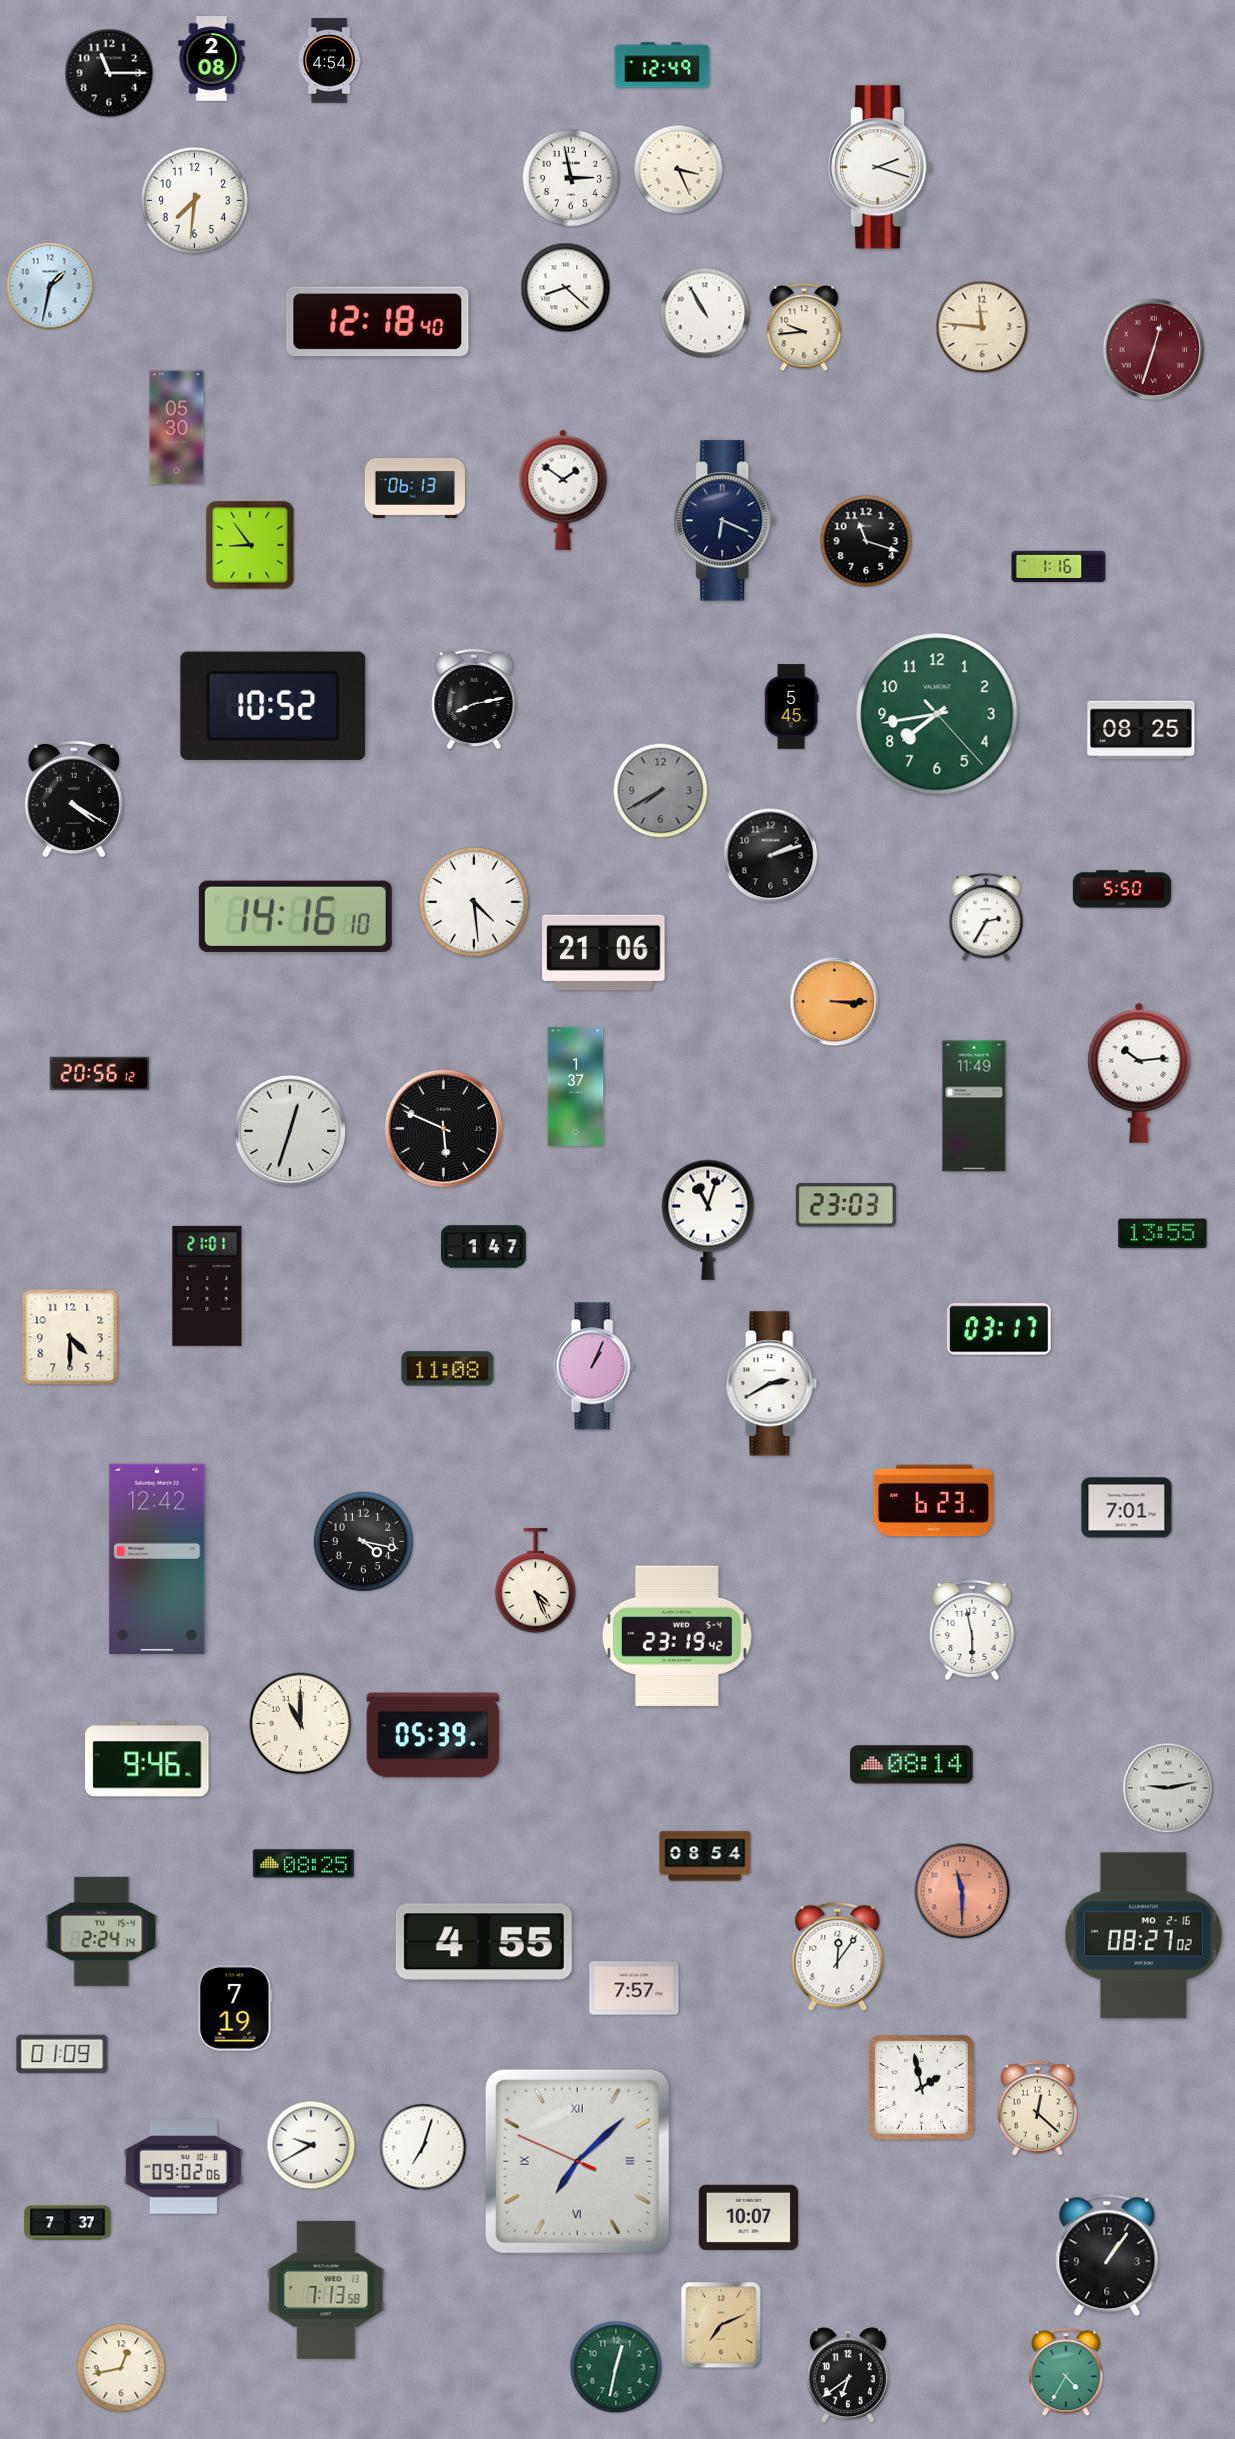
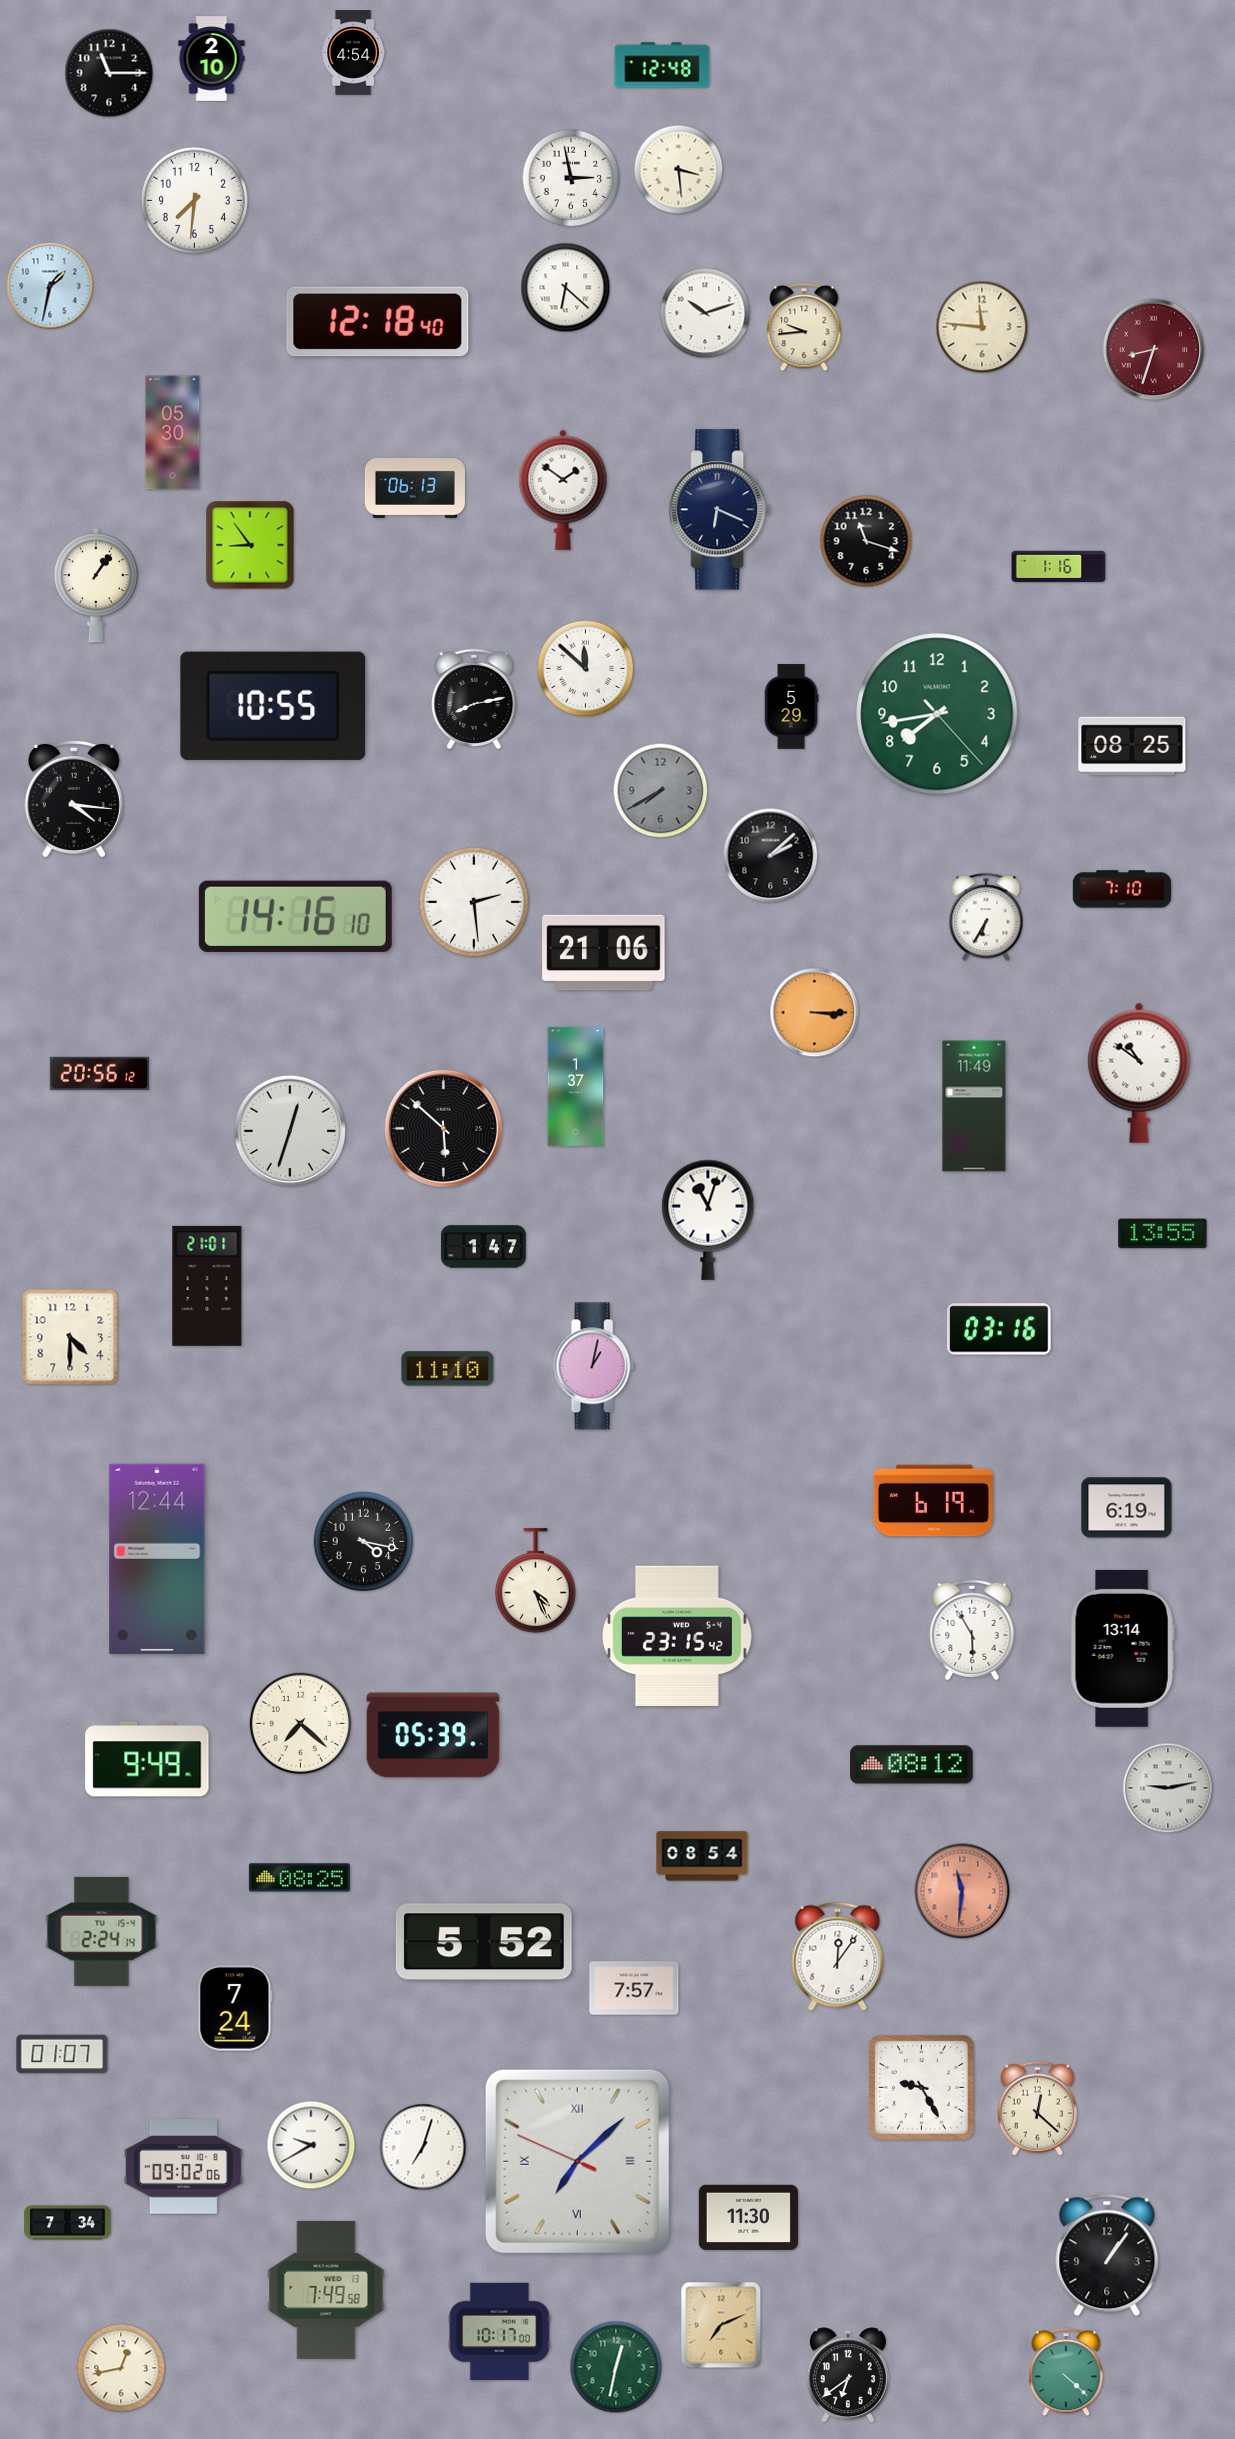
clock at (212, 59): 2:08 -> 2:10
clock at (329, 61) position: (329, 61) -> (353, 53)
clock at (662, 65): 12:49 -> 12:48
clock at (880, 167): 2:18 -> none
clock at (679, 170): 3:26 -> 3:29
clock at (566, 288): 8:22 -> 6:22
clock at (705, 313): 10:55 -> 10:12
clock at (1154, 350): 12:33 -> 8:33
clock at (177, 428) position: (177, 428) -> (173, 433)
clock at (725, 521) position: (725, 521) -> (720, 510)
clock at (96, 585): none -> 1:06
clock at (586, 669): none -> 11:52
clock at (273, 706): 10:52 -> 10:55
clock at (791, 707): 5:45 -> 5:29
clock at (1141, 730) position: (1141, 730) -> (1132, 746)
clock at (74, 798): 4:20 -> 4:16
clock at (771, 856): 2:12 -> 2:08
clock at (1122, 889): 5:50 -> 7:10
clock at (474, 902): 4:29 -> 2:29
clock at (986, 918): 2:35 -> 6:35
clock at (835, 1002) position: (835, 1002) -> (815, 1013)
clock at (1139, 1073): 10:14 -> 10:51
clock at (443, 1128): 5:49 -> 5:52
clock at (846, 1205): 23:03 -> none
clock at (999, 1329): 03:17 -> 03:16
clock at (594, 1366): 1:04 -> 1:02
clock at (448, 1369): 11:08 -> 11:10
clock at (772, 1384): 2:40 -> none
clock at (933, 1501): 6:23 -> 6:19
clock at (1127, 1508): 7:01 -> 6:19
clock at (157, 1559): 12:42 -> 12:44
clock at (972, 1630): 5:58 -> 5:55
clock at (678, 1635): 23:19 -> 23:15
clock at (1122, 1648): none -> 13:14
clock at (300, 1723): 11:00 -> 7:22
clock at (147, 1759): 9:46 -> 9:49
clock at (912, 1765): 08:14 -> 08:12
clock at (705, 1856) position: (705, 1856) -> (702, 1856)
clock at (303, 1864) position: (303, 1864) -> (299, 1878)
clock at (962, 1891): 11:30 -> 11:31
clock at (1144, 1936): 08:27 -> none
clock at (484, 1942): 4:55 -> 5:52
clock at (235, 2008): 7:19 -> 7:24
clock at (62, 2054): 01:09 -> 01:07
clock at (922, 2088): 1:58 -> 9:25
clock at (748, 2217): 10:07 -> 11:30
clock at (68, 2223): 7:37 -> 7:34
clock at (326, 2290): 7:13 -> 7:49
clock at (499, 2331): none -> 10:17
clock at (1066, 2373): 4:35 -> 4:22
